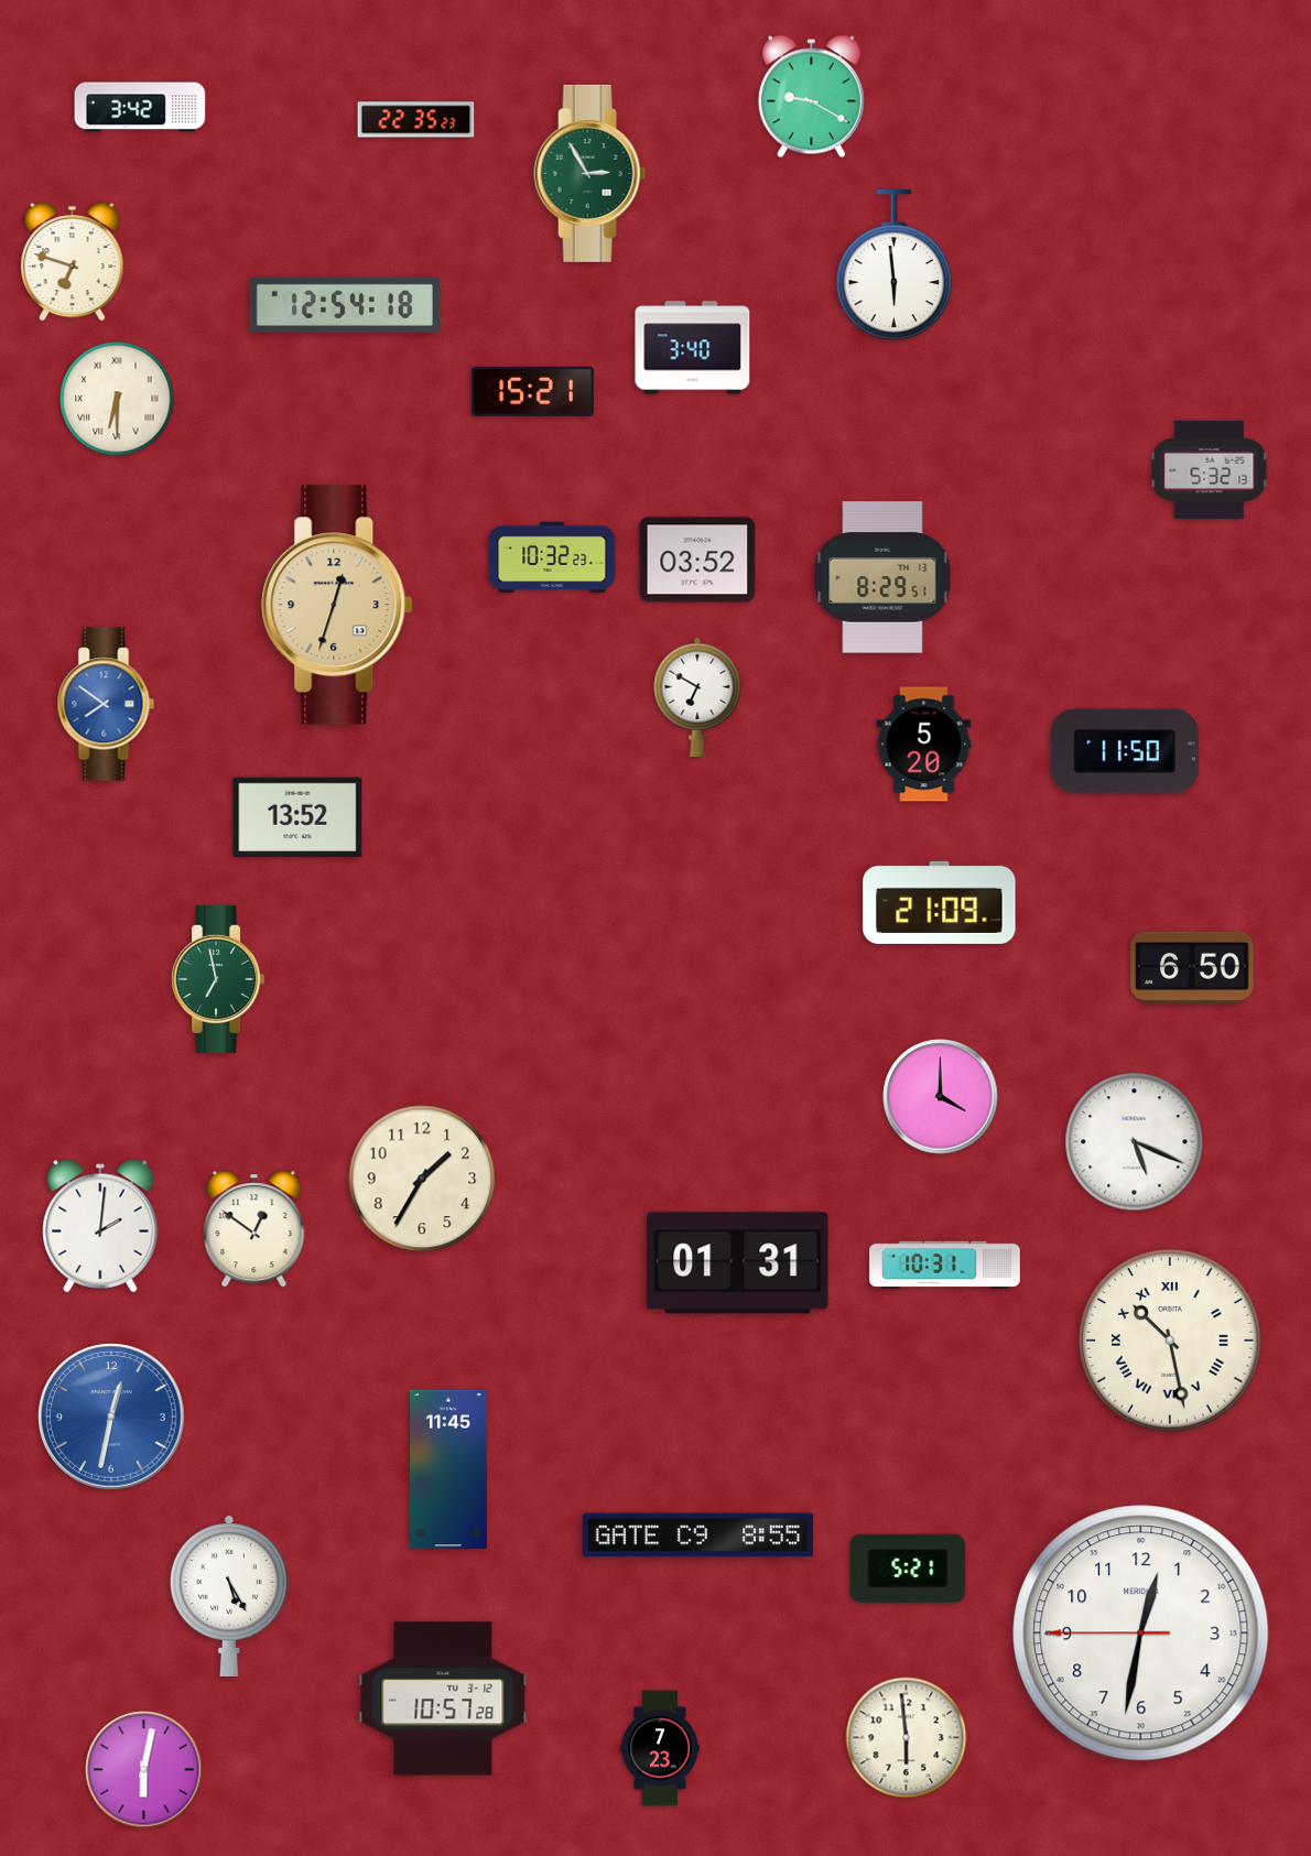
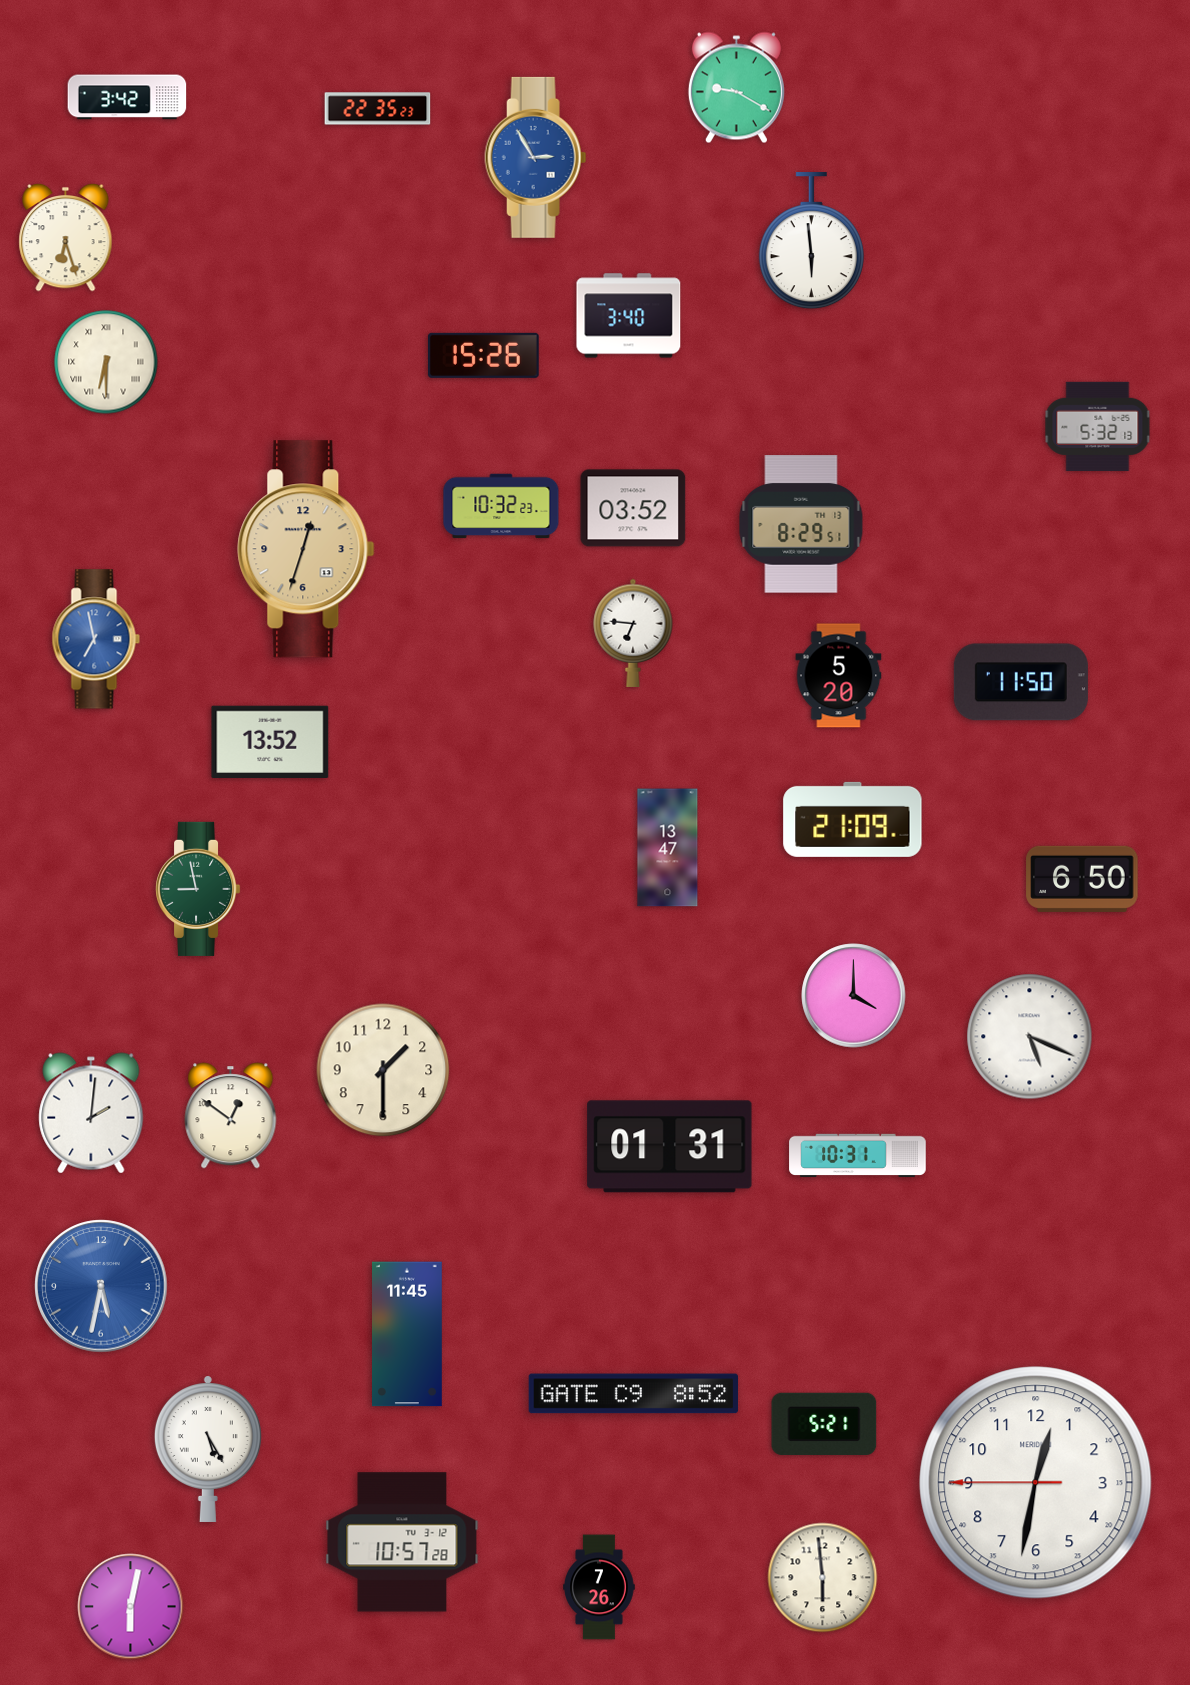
clock at (591, 173) dial: green -> blue
clock at (73, 261): 6:48 -> 6:27
clock at (345, 305): 12:54 -> none
clock at (532, 391): 15:21 -> 15:26
clock at (697, 697): 6:50 -> 6:46
clock at (106, 704): 7:51 -> 6:58
clock at (668, 848): none -> 13:47
clock at (219, 979): 6:58 -> 8:58
clock at (422, 1179): 1:35 -> 1:30
clock at (945, 1266) position: (945, 1266) -> (858, 1156)
clock at (1170, 1341): 10:28 -> none
clock at (111, 1417): 12:32 -> 5:32
clock at (698, 1535): 8:55 -> 8:52
clock at (660, 1748): 7:23 -> 7:26
